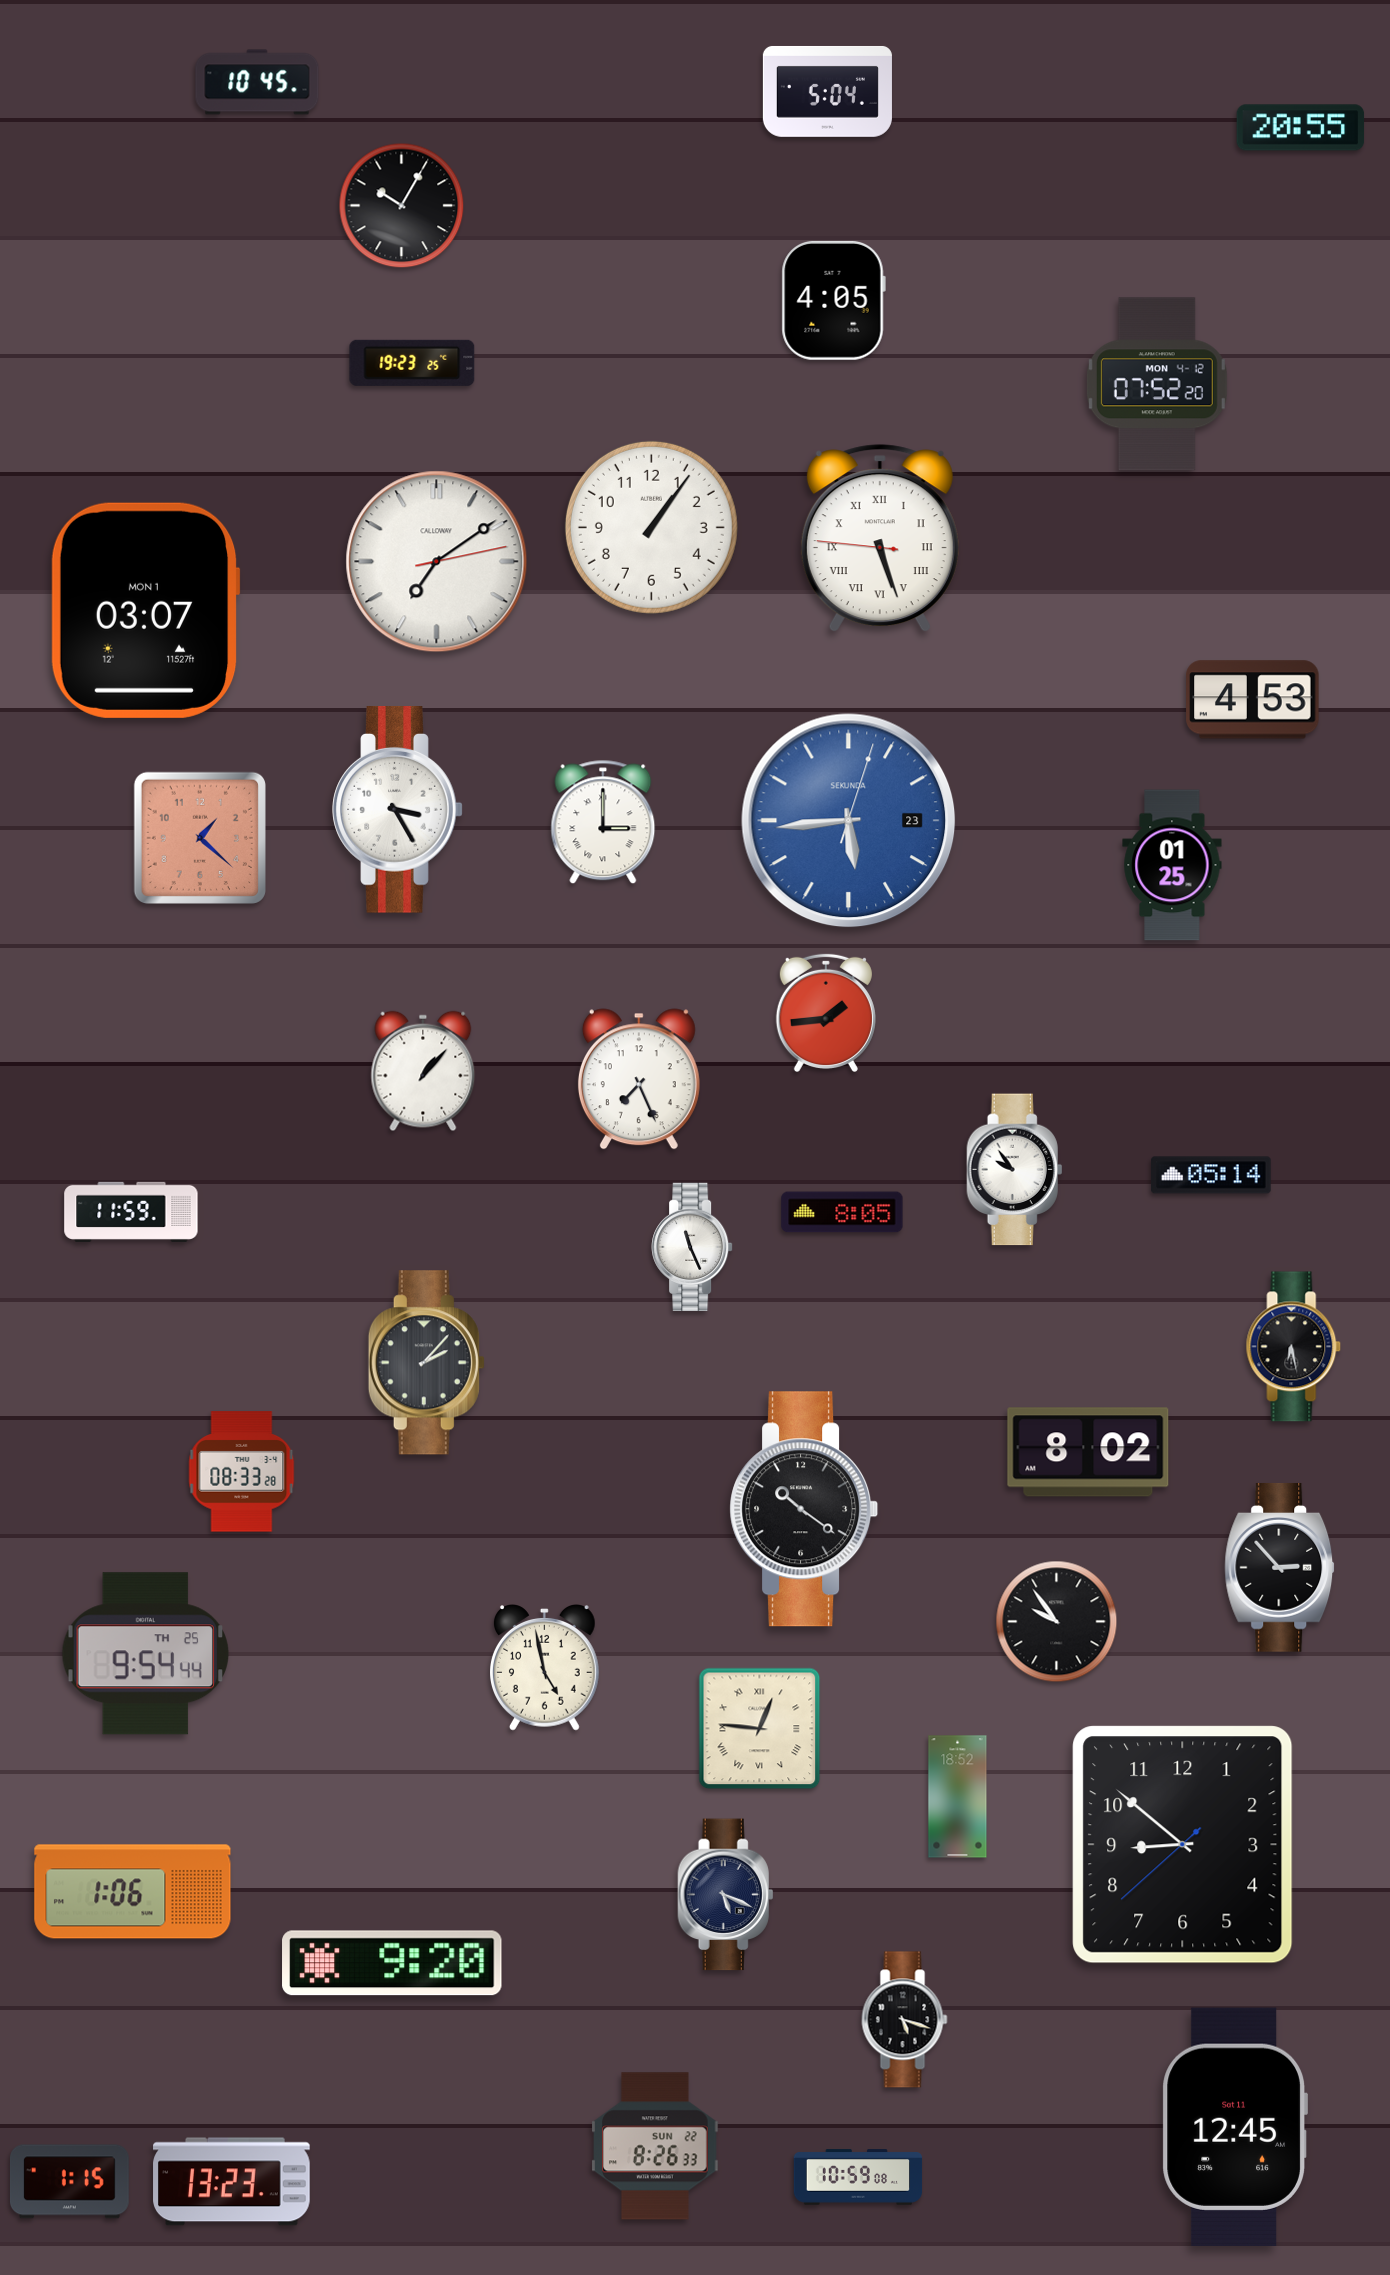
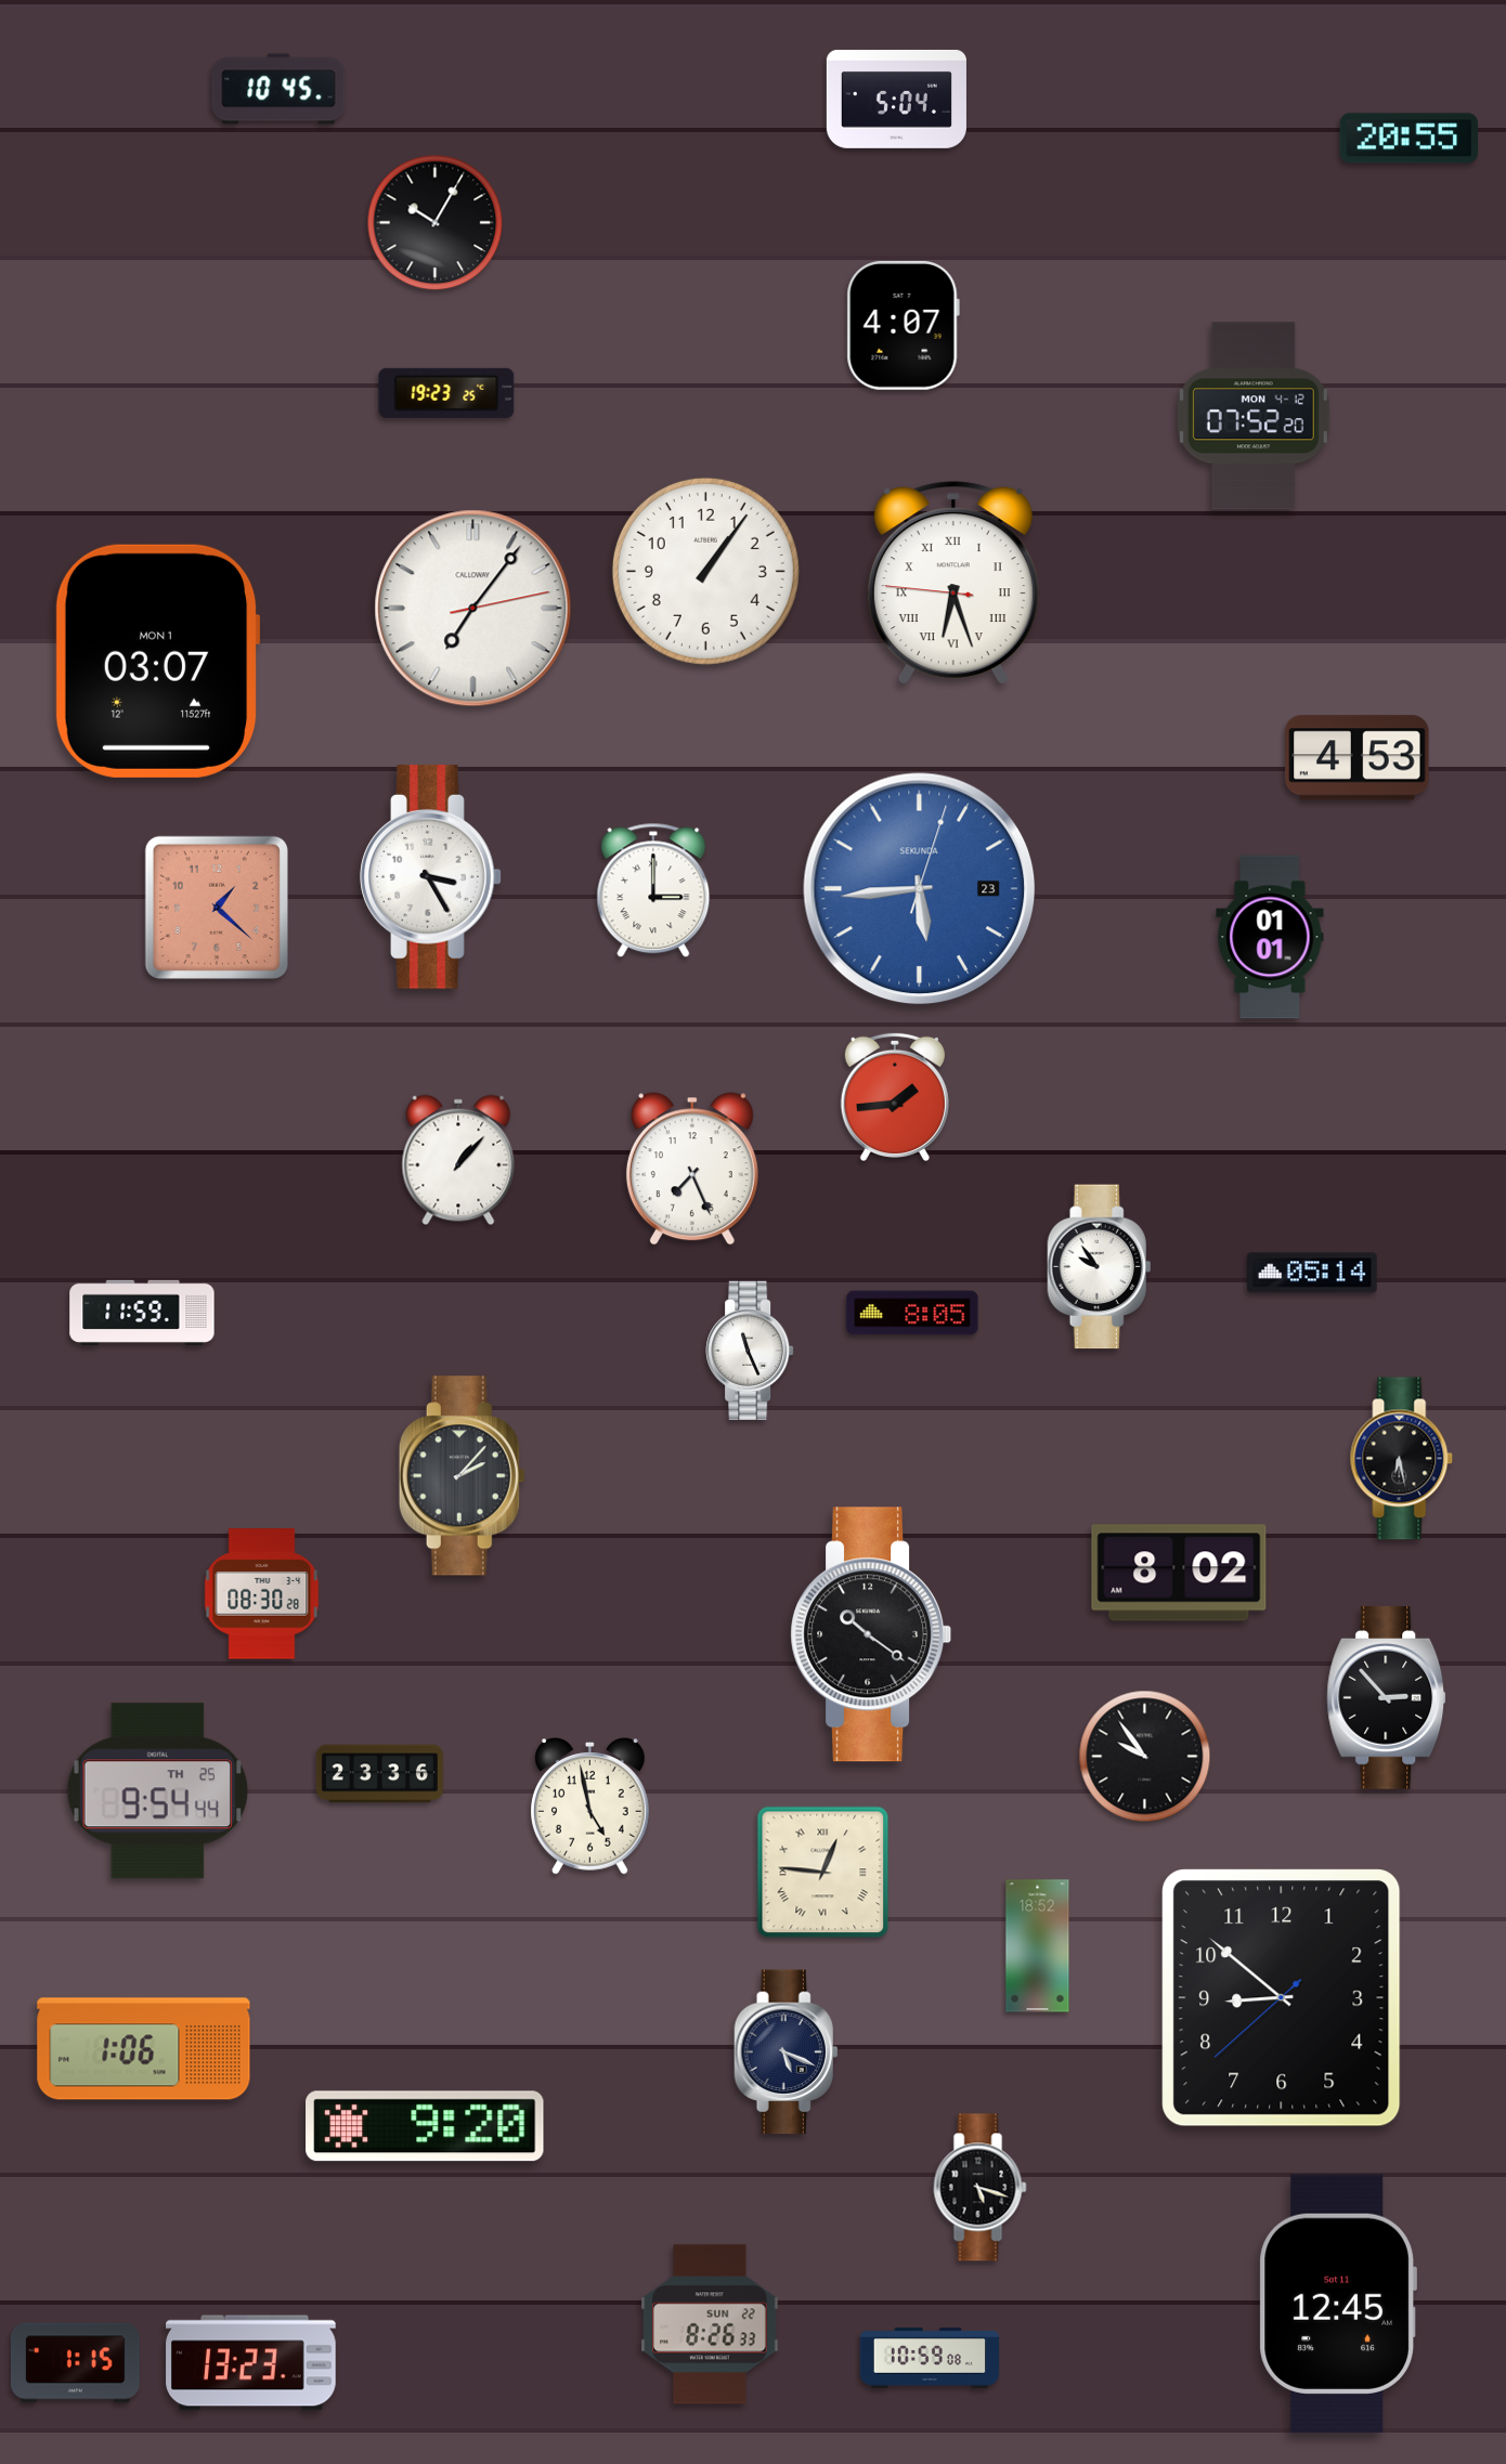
clock at (833, 300): 4:05 -> 4:07
clock at (880, 539): 5:26 -> 6:26
clock at (437, 562): 7:09 -> 7:06
clock at (1172, 865): 01:25 -> 01:01
clock at (242, 1472): 08:33 -> 08:30
clock at (379, 1774): none -> 23:36
